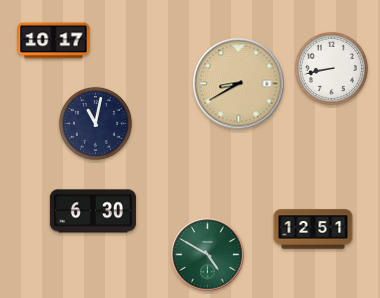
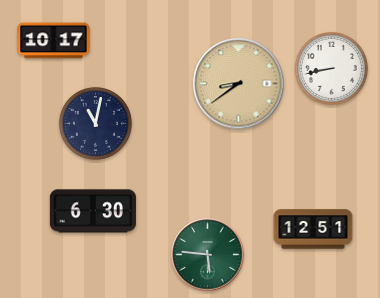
clock at (239, 84): 8:40 -> 8:39
clock at (208, 255): 4:50 -> 5:46
